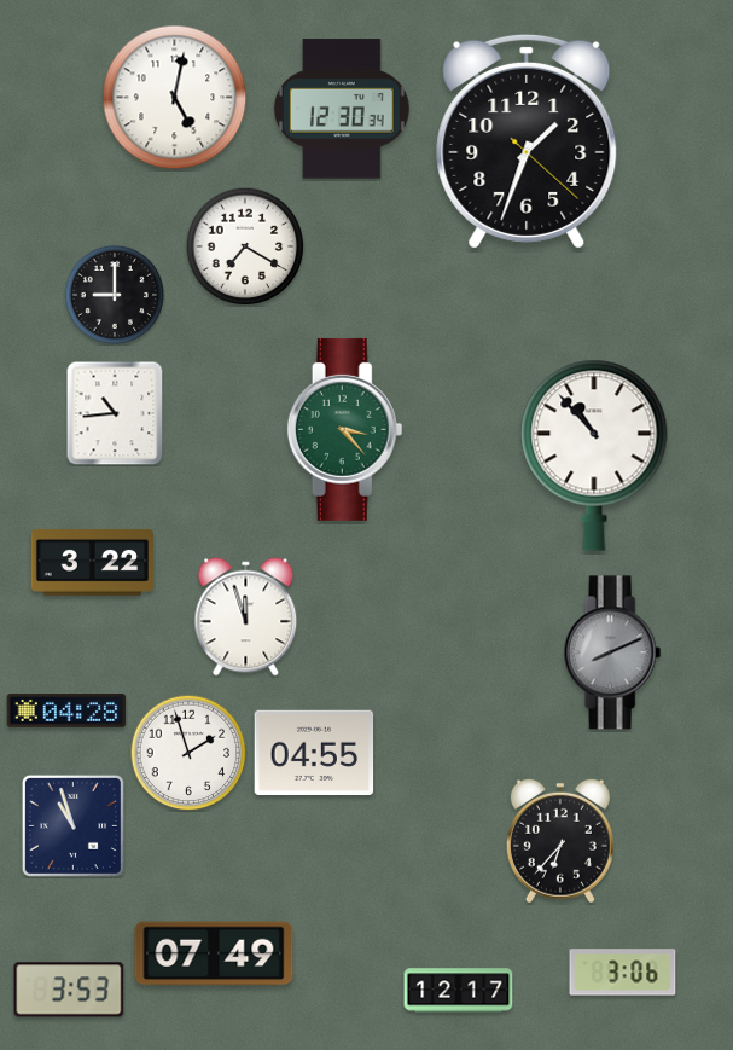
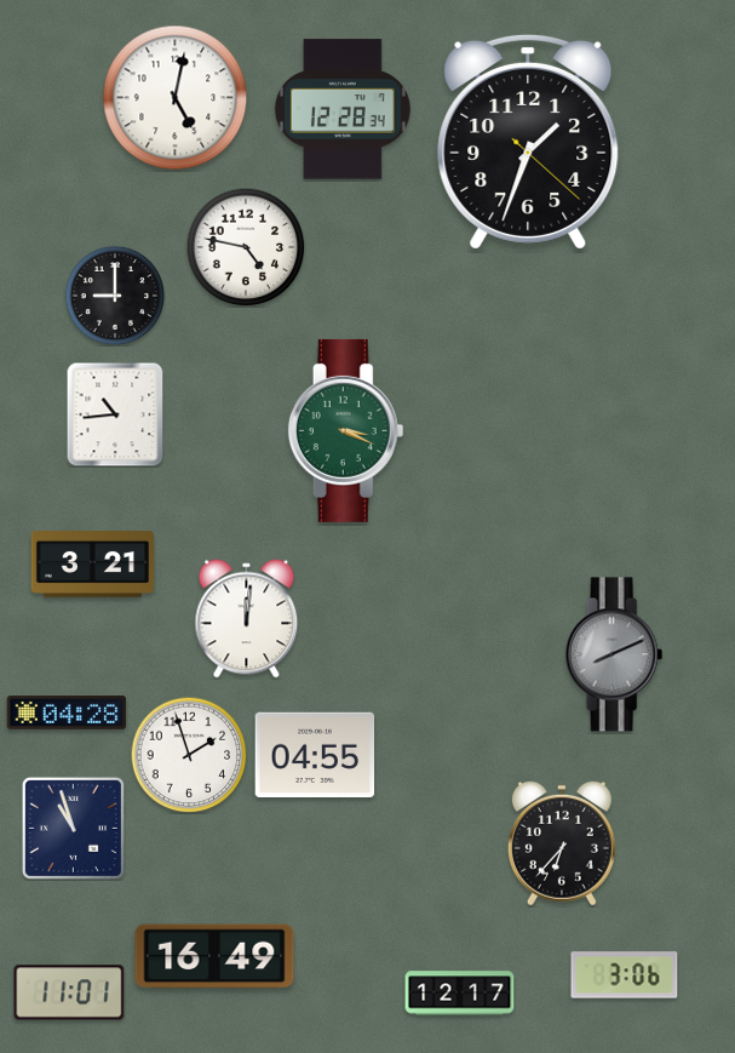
clock at (342, 109): 12:30 -> 12:28
clock at (245, 246): 7:20 -> 4:47
clock at (345, 429): 3:23 -> 3:19
clock at (594, 456): 10:53 -> none
clock at (92, 563): 3:22 -> 3:21
clock at (246, 617): 11:57 -> 12:01
clock at (214, 953): 07:49 -> 16:49
clock at (69, 990): 3:53 -> 11:01
